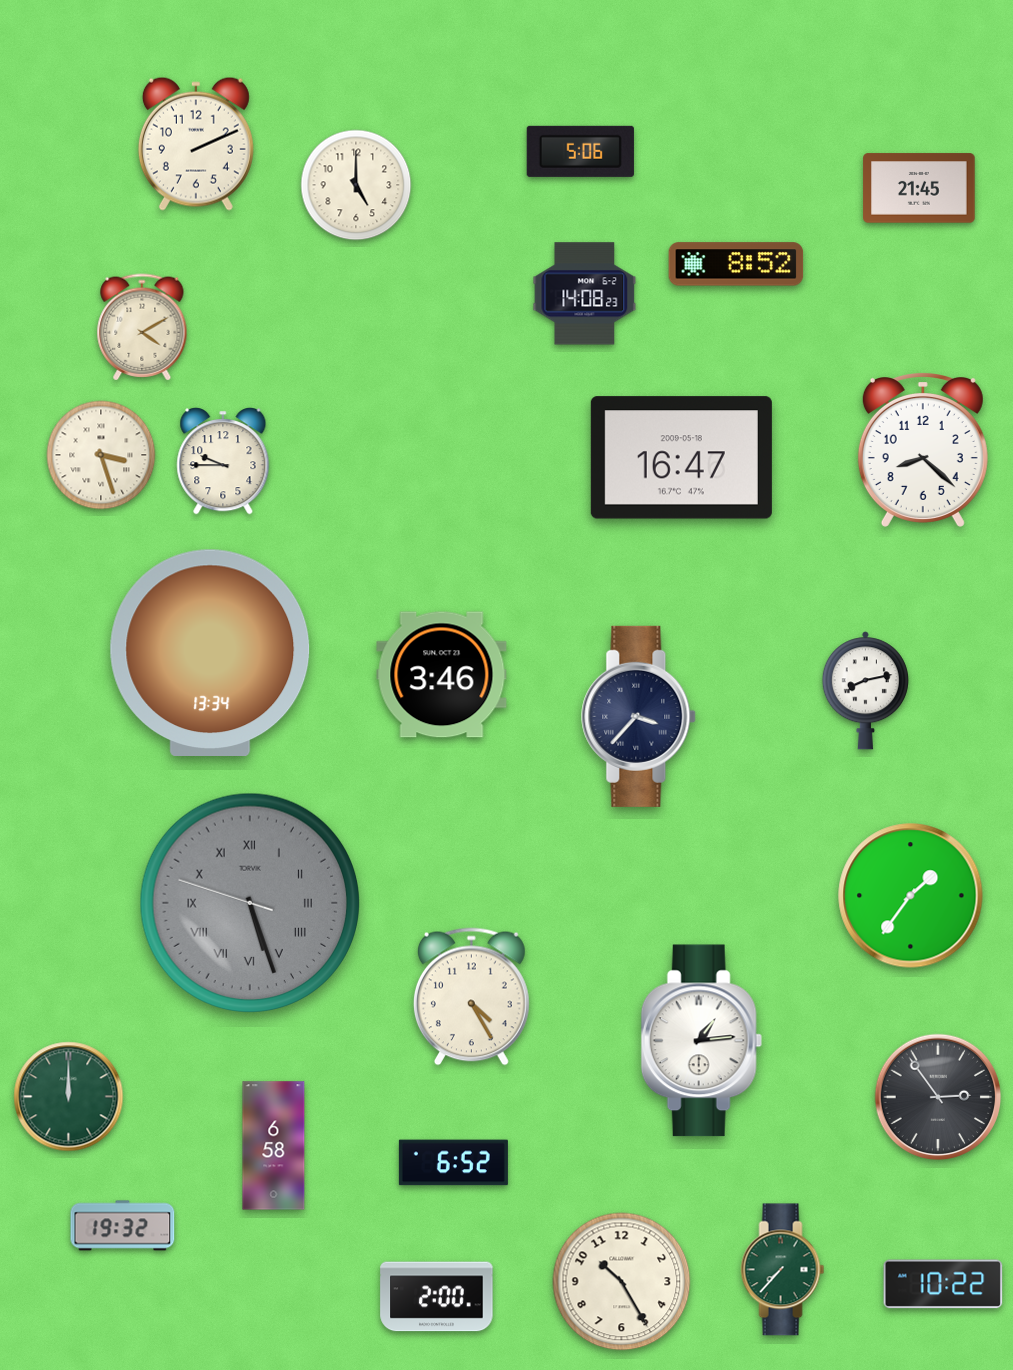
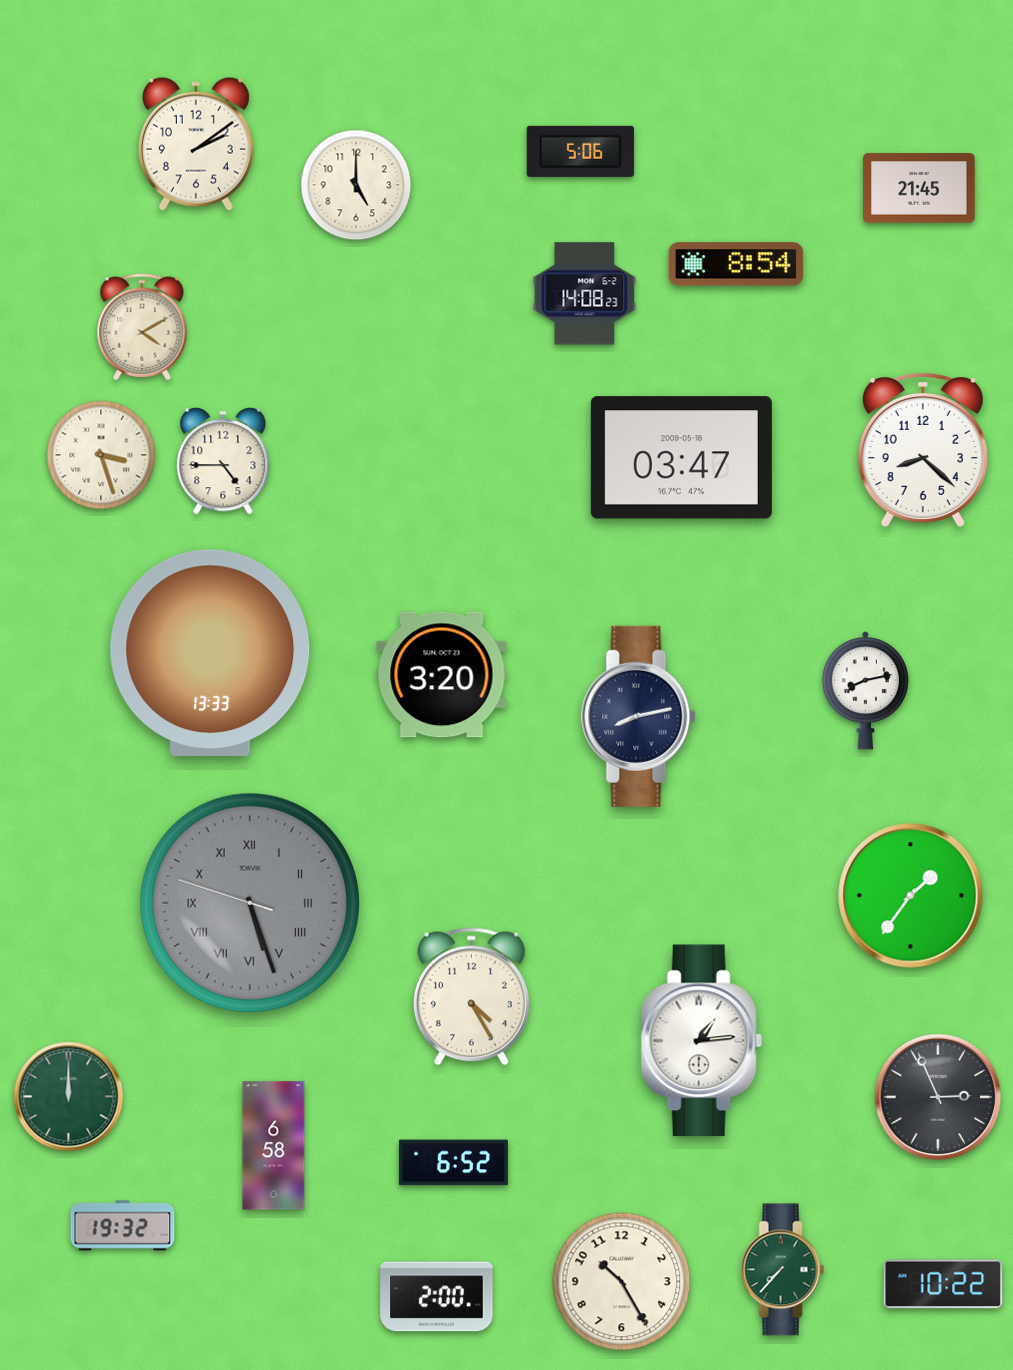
clock at (196, 144): 2:11 -> 2:09
clock at (736, 264): 8:52 -> 8:54
clock at (681, 458): 16:47 -> 03:47
clock at (223, 461): 9:45 -> 4:45
clock at (210, 652): 13:34 -> 13:33
clock at (442, 675): 3:46 -> 3:20
clock at (639, 716): 3:37 -> 8:13
clock at (938, 1097): 2:54 -> 2:56
